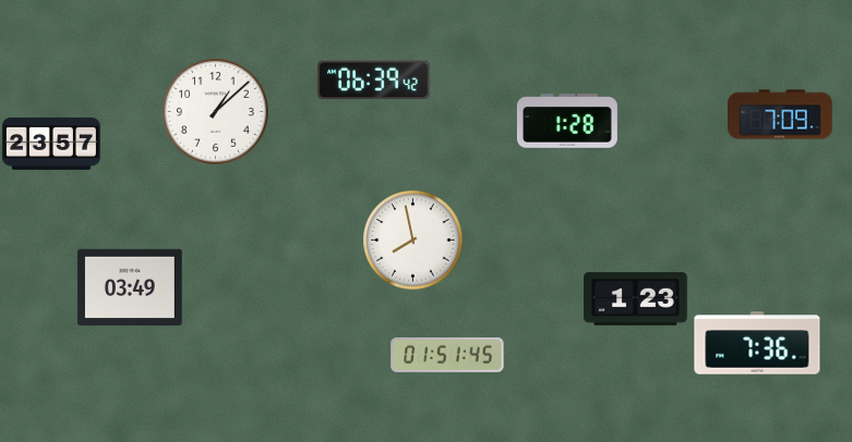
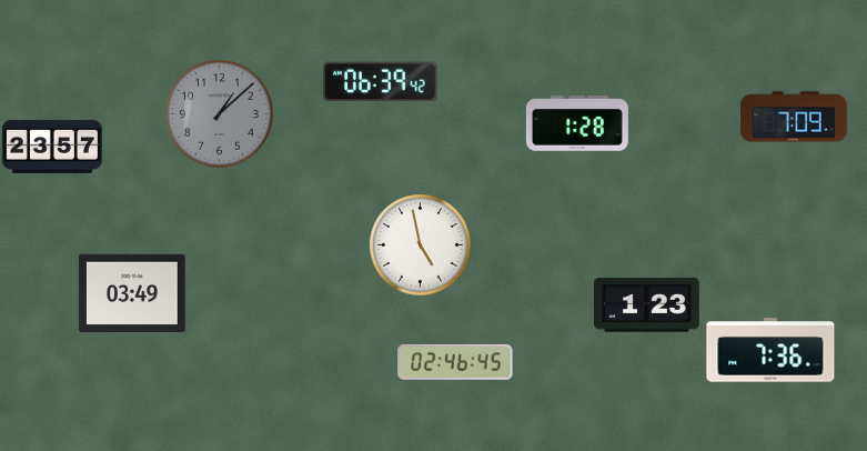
clock at (216, 112) dial: white -> grey
clock at (412, 240): 7:58 -> 4:58
clock at (447, 355): 01:51 -> 02:46
